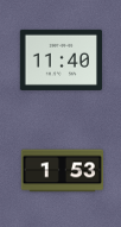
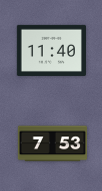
clock at (62, 171): 1:53 -> 7:53
